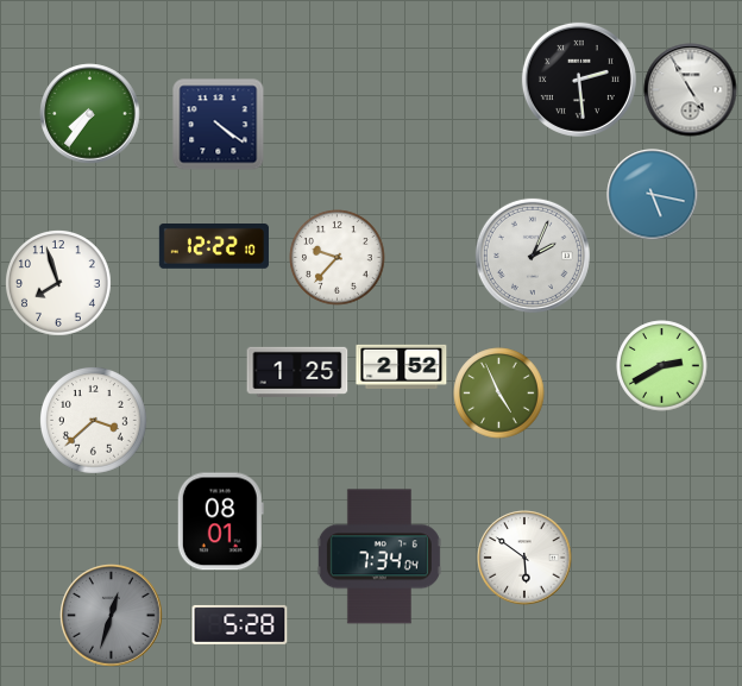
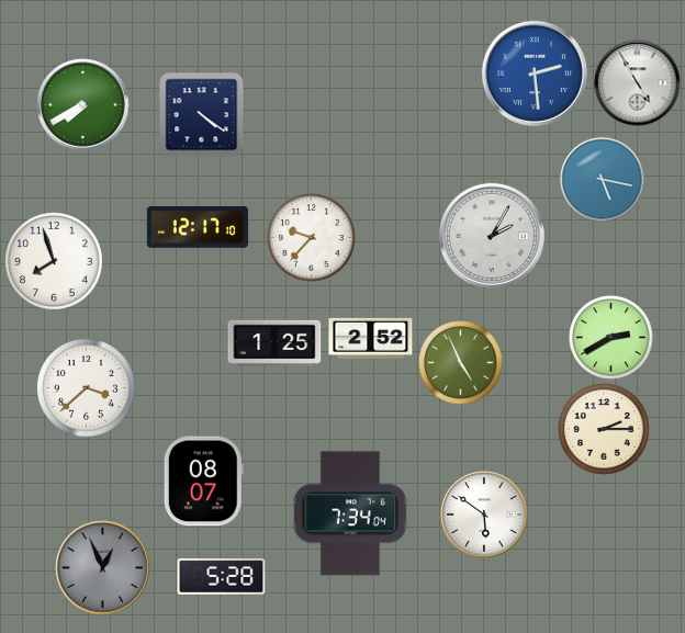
clock at (579, 80) dial: black -> blue
clock at (90, 114): 7:36 -> 7:40
clock at (214, 247): 12:22 -> 12:17
clock at (533, 256): 2:04 -> 2:05
clock at (604, 429): none -> 2:15
clock at (220, 522): 08:01 -> 08:07
clock at (112, 616): 12:33 -> 12:56
